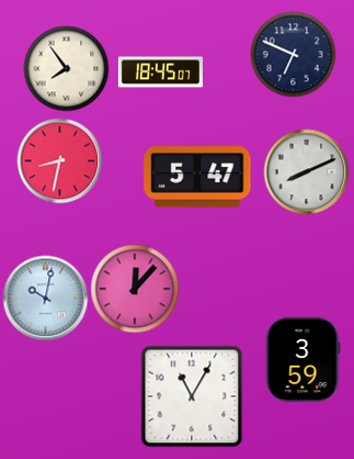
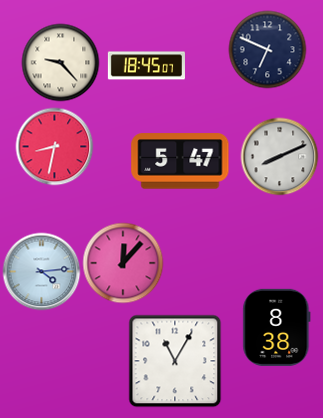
clock at (66, 68): 7:54 -> 9:23
clock at (45, 298): 10:02 -> 4:14
clock at (304, 359): 3:59 -> 8:38
